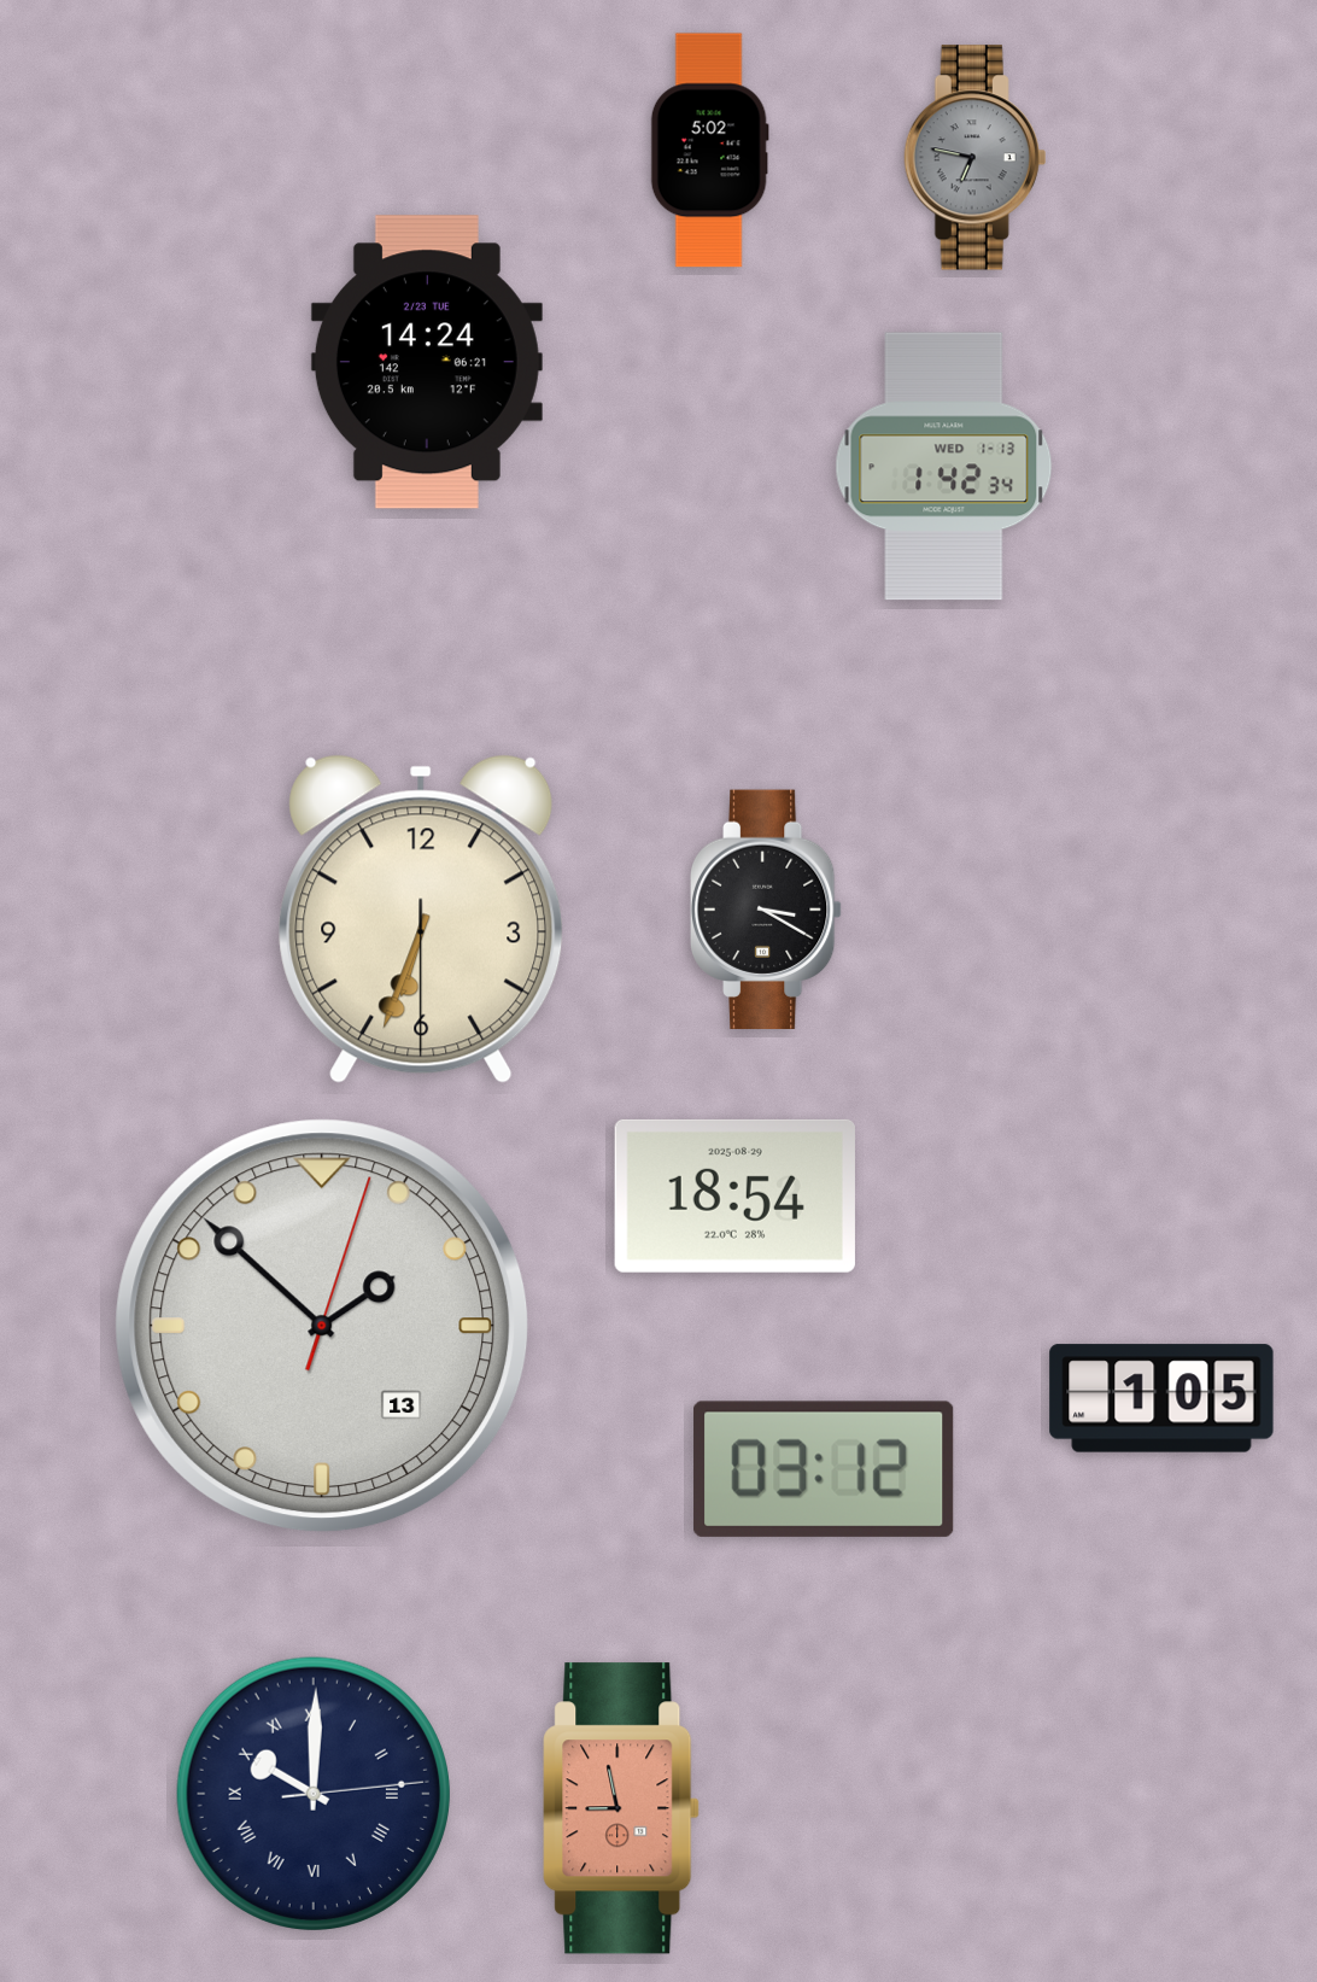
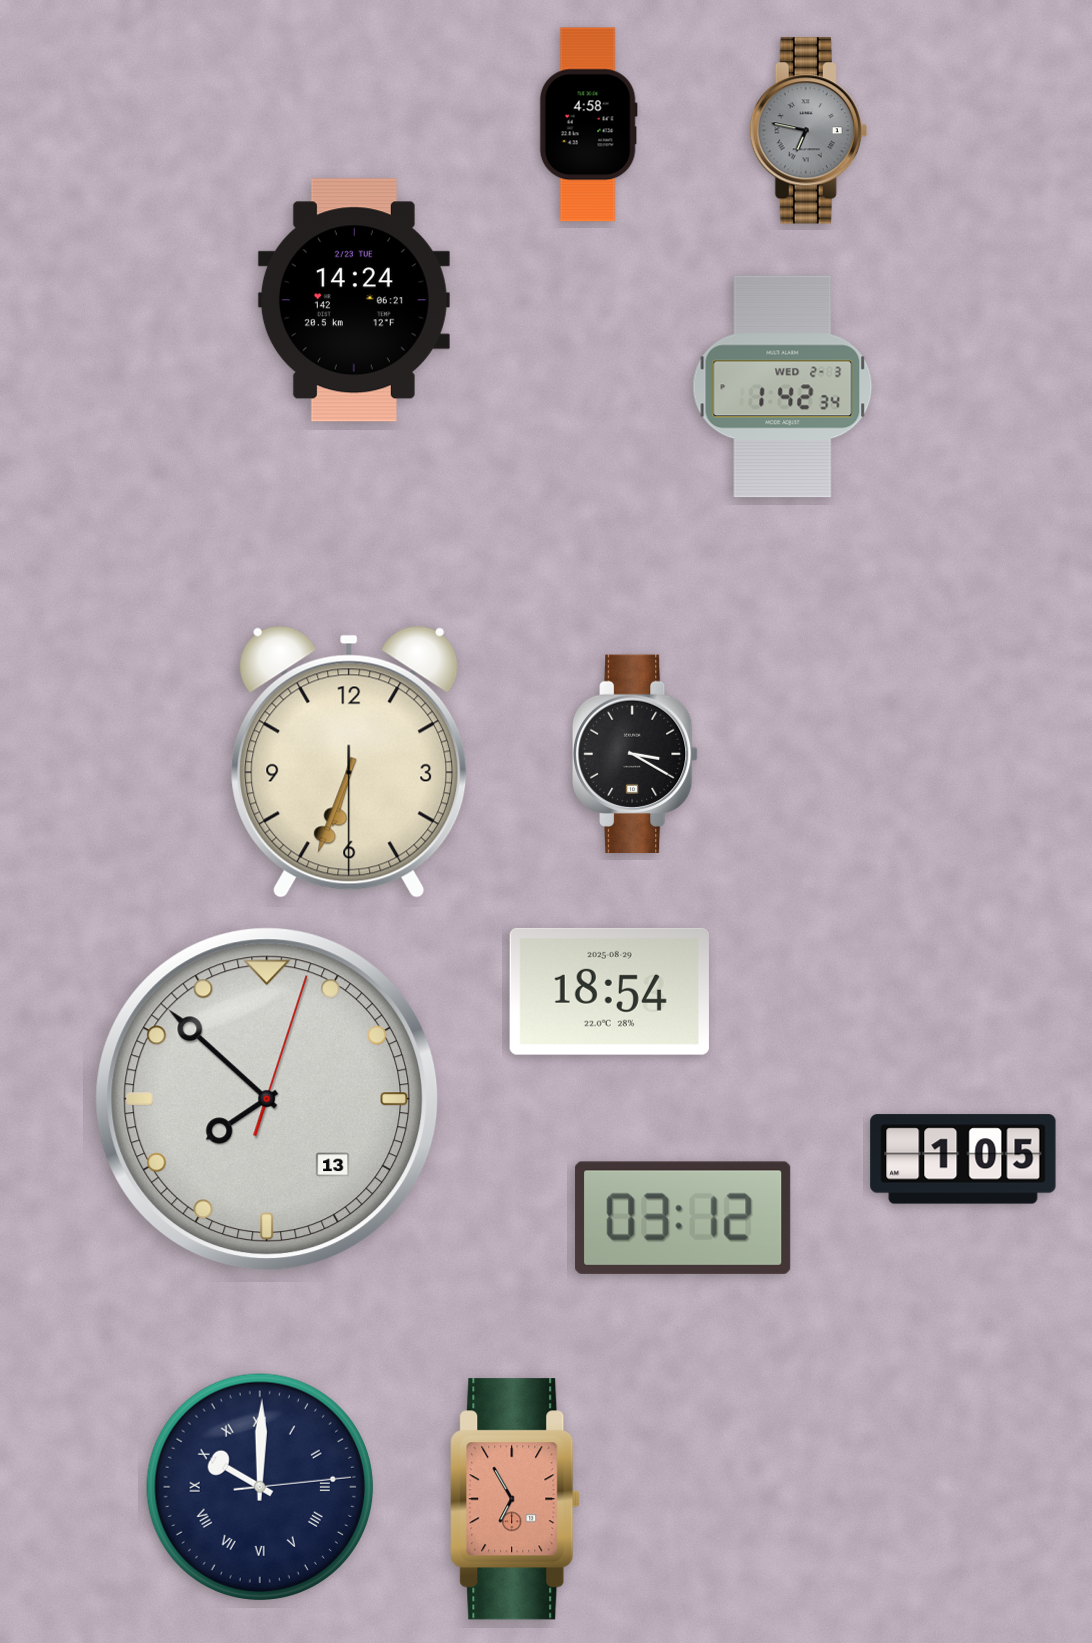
clock at (709, 151): 5:02 -> 4:58
clock at (944, 467) date: WED 1-13 -> WED 2-3
clock at (322, 1326): 1:52 -> 7:52
clock at (621, 1808): 8:58 -> 6:55
